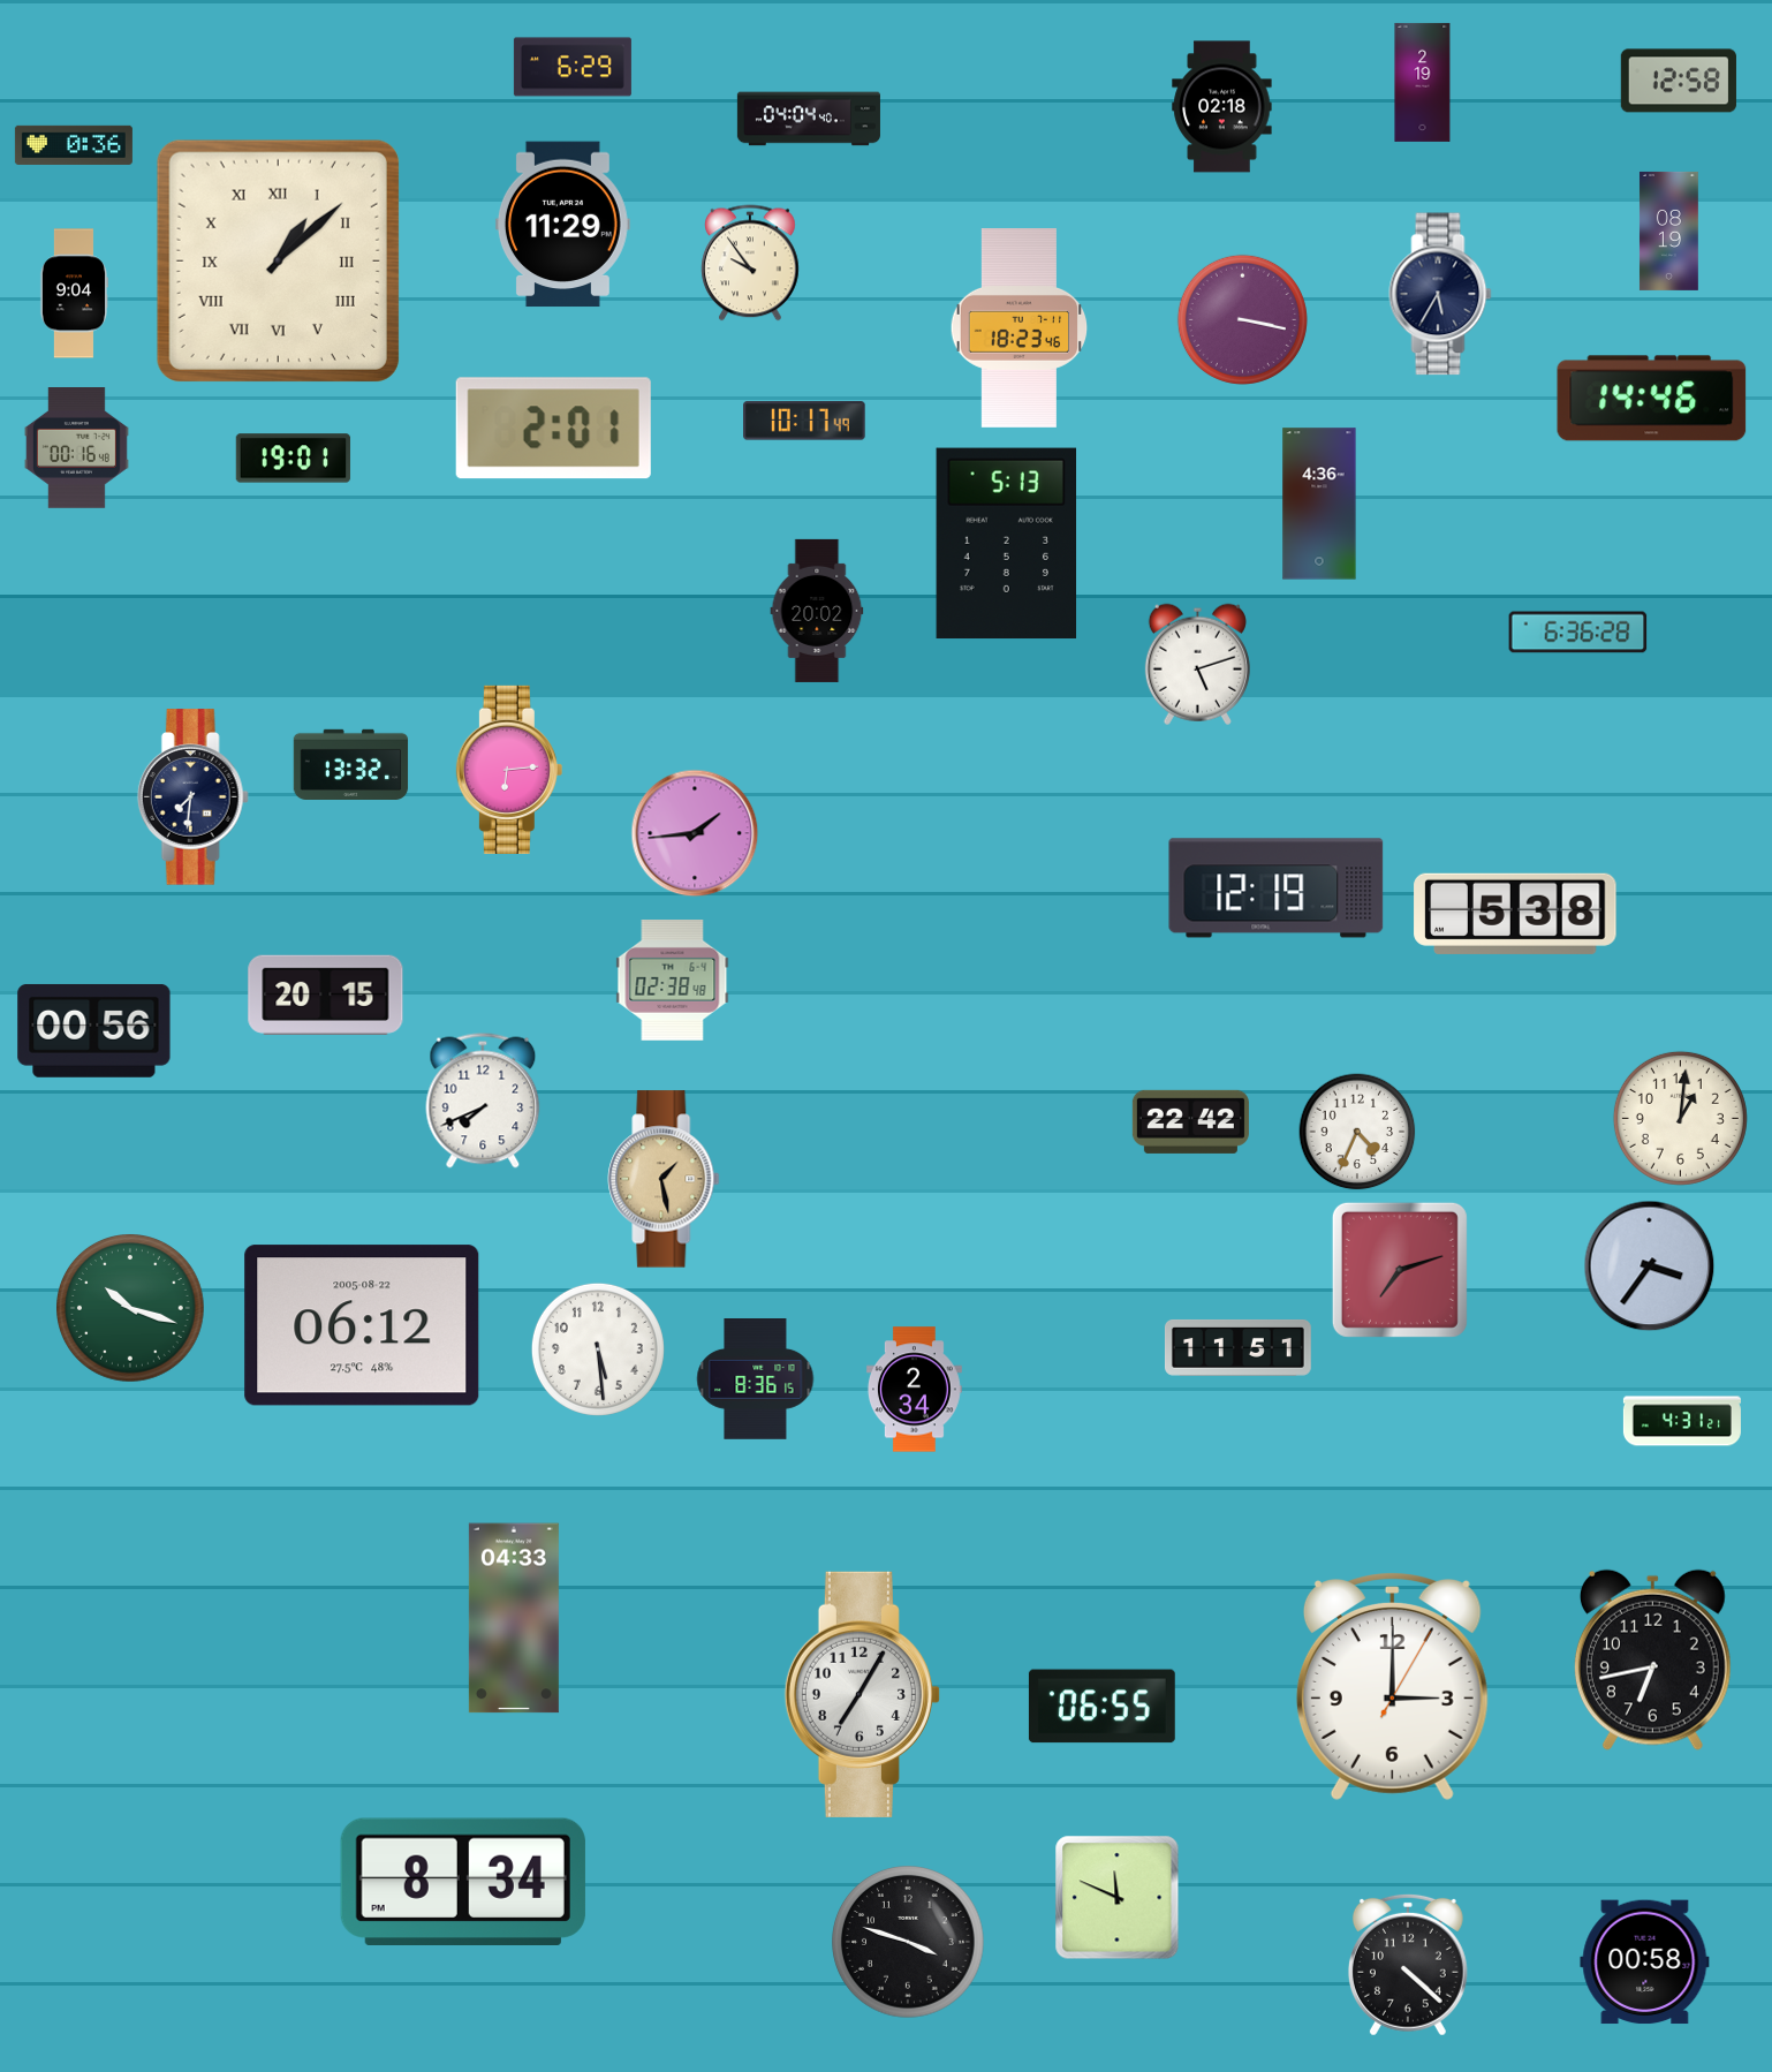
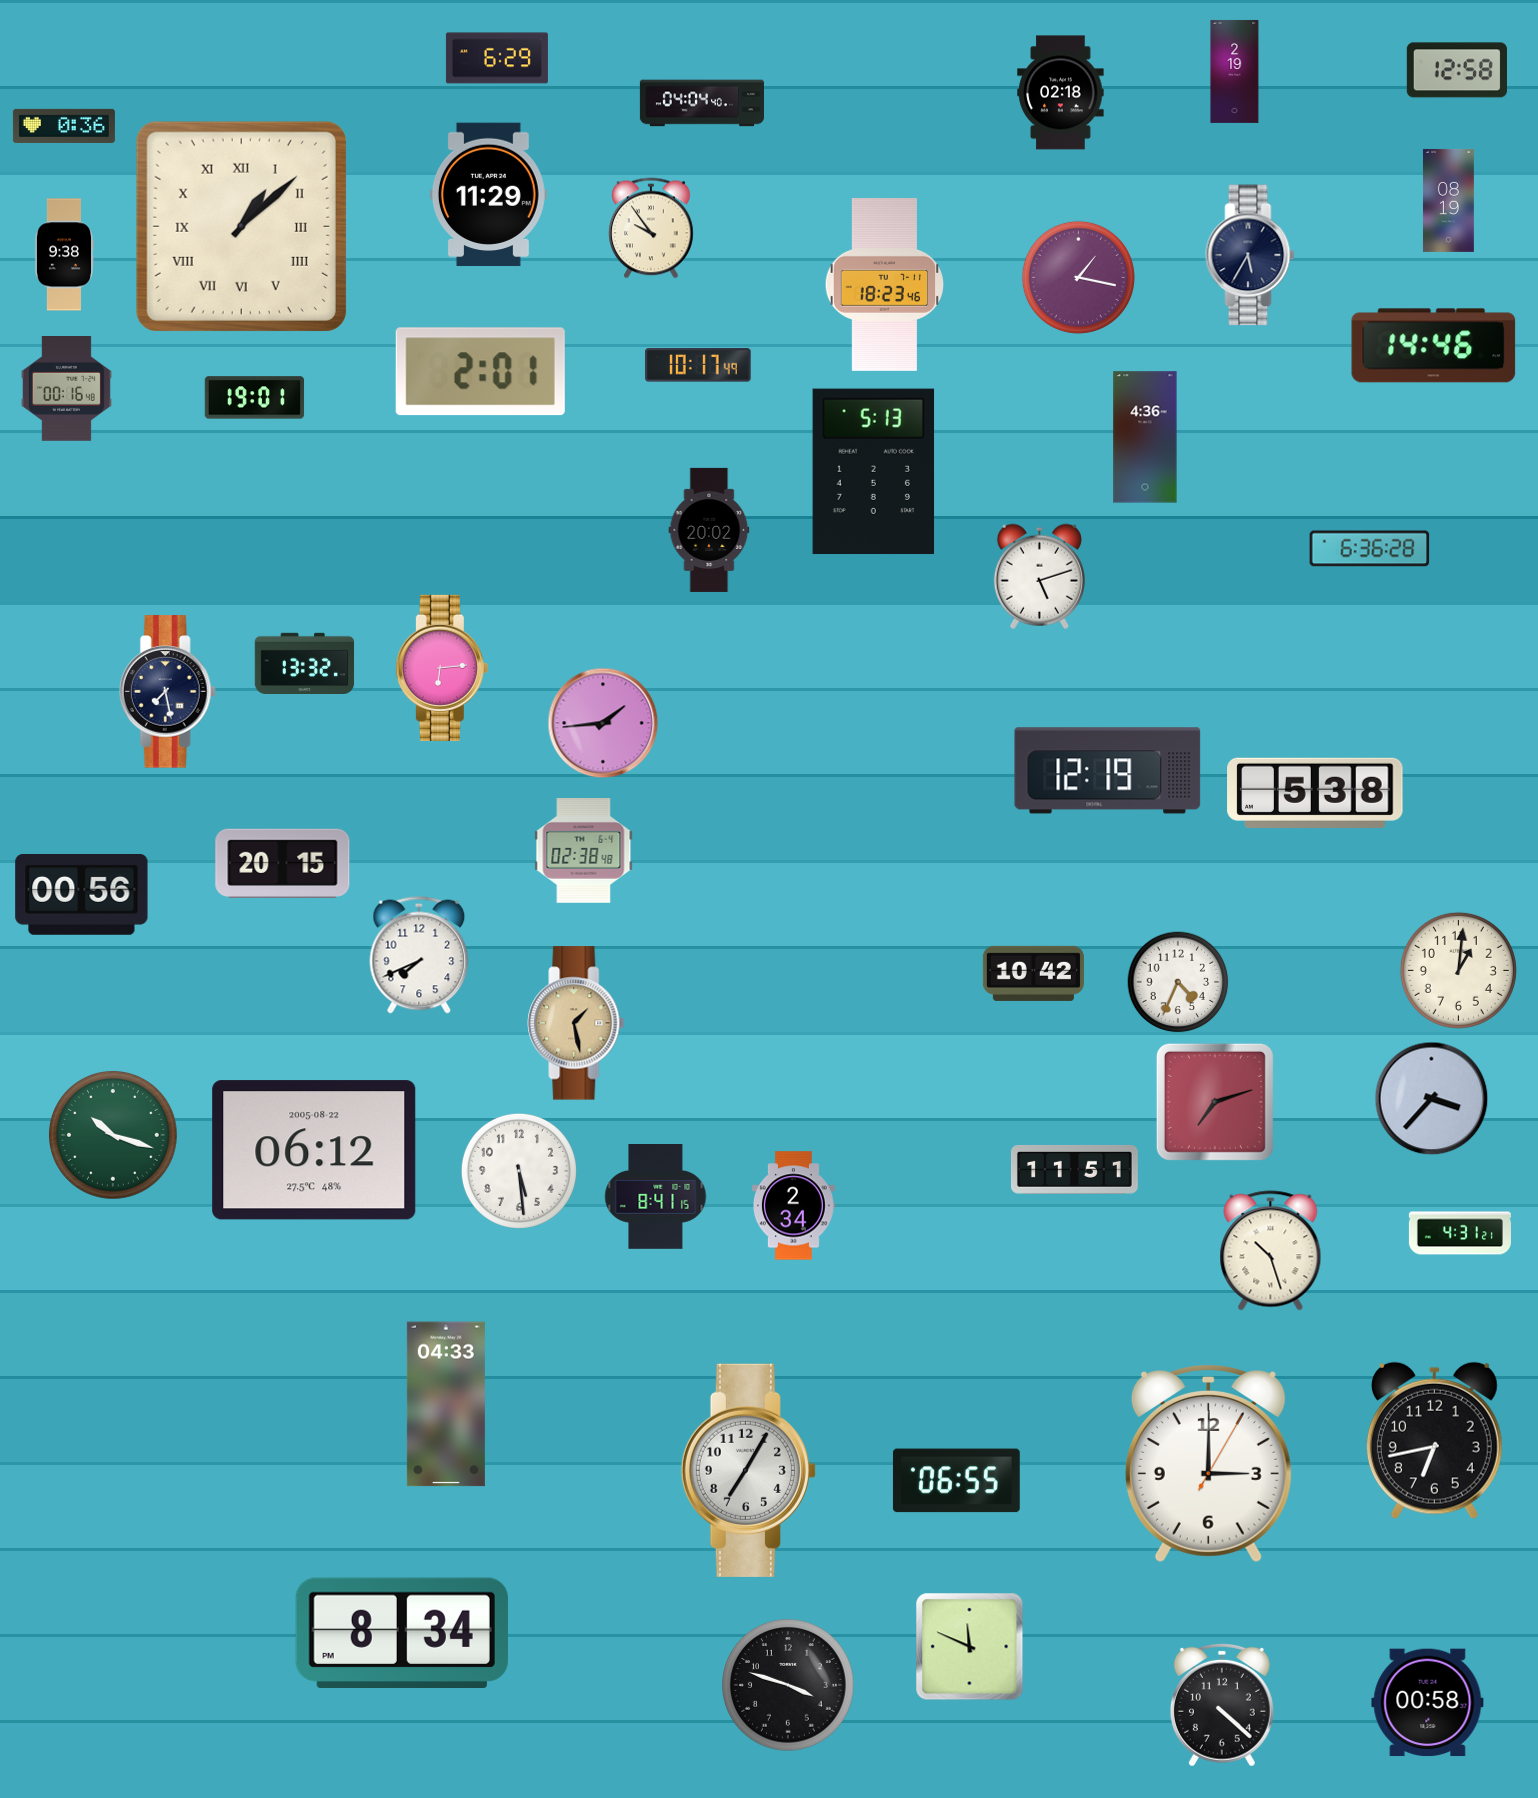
clock at (73, 294): 9:04 -> 9:38
clock at (1242, 319): 3:17 -> 1:17
clock at (192, 797): 7:31 -> 7:28
clock at (1190, 1121): 22:42 -> 10:42
clock at (1650, 1266): 3:36 -> 3:37
clock at (756, 1379): 8:36 -> 8:41
clock at (1271, 1251): none -> 10:27
